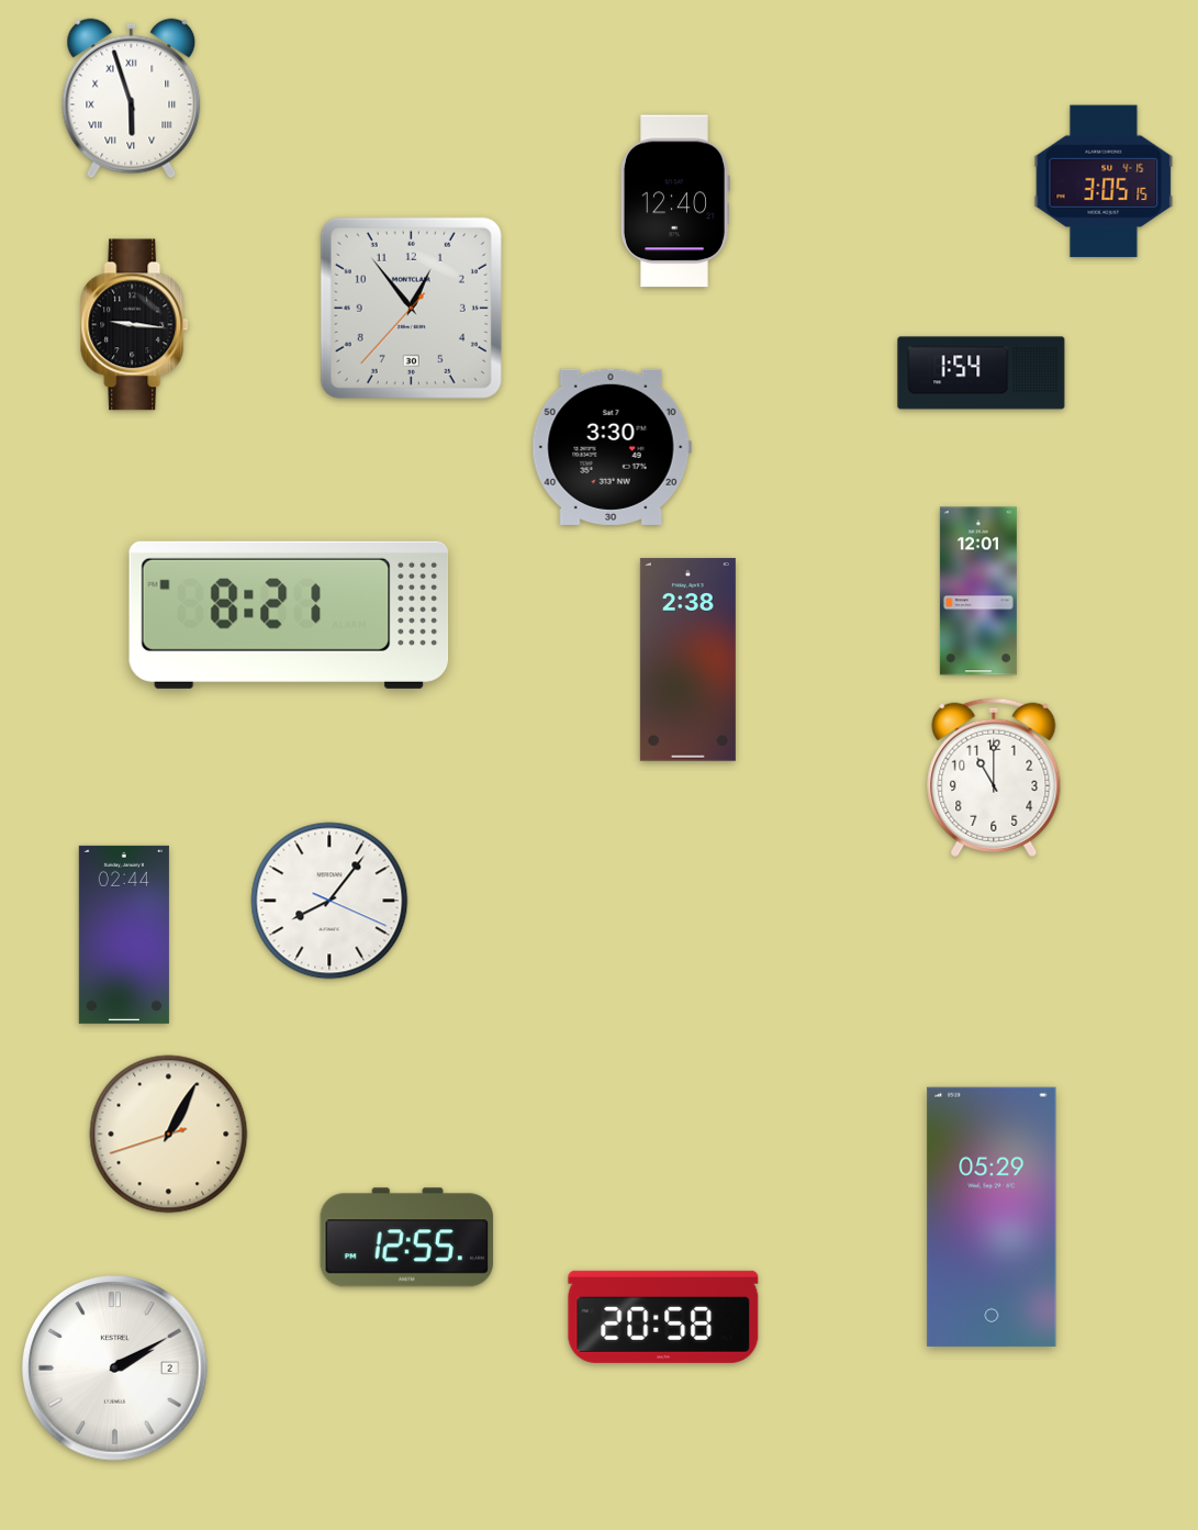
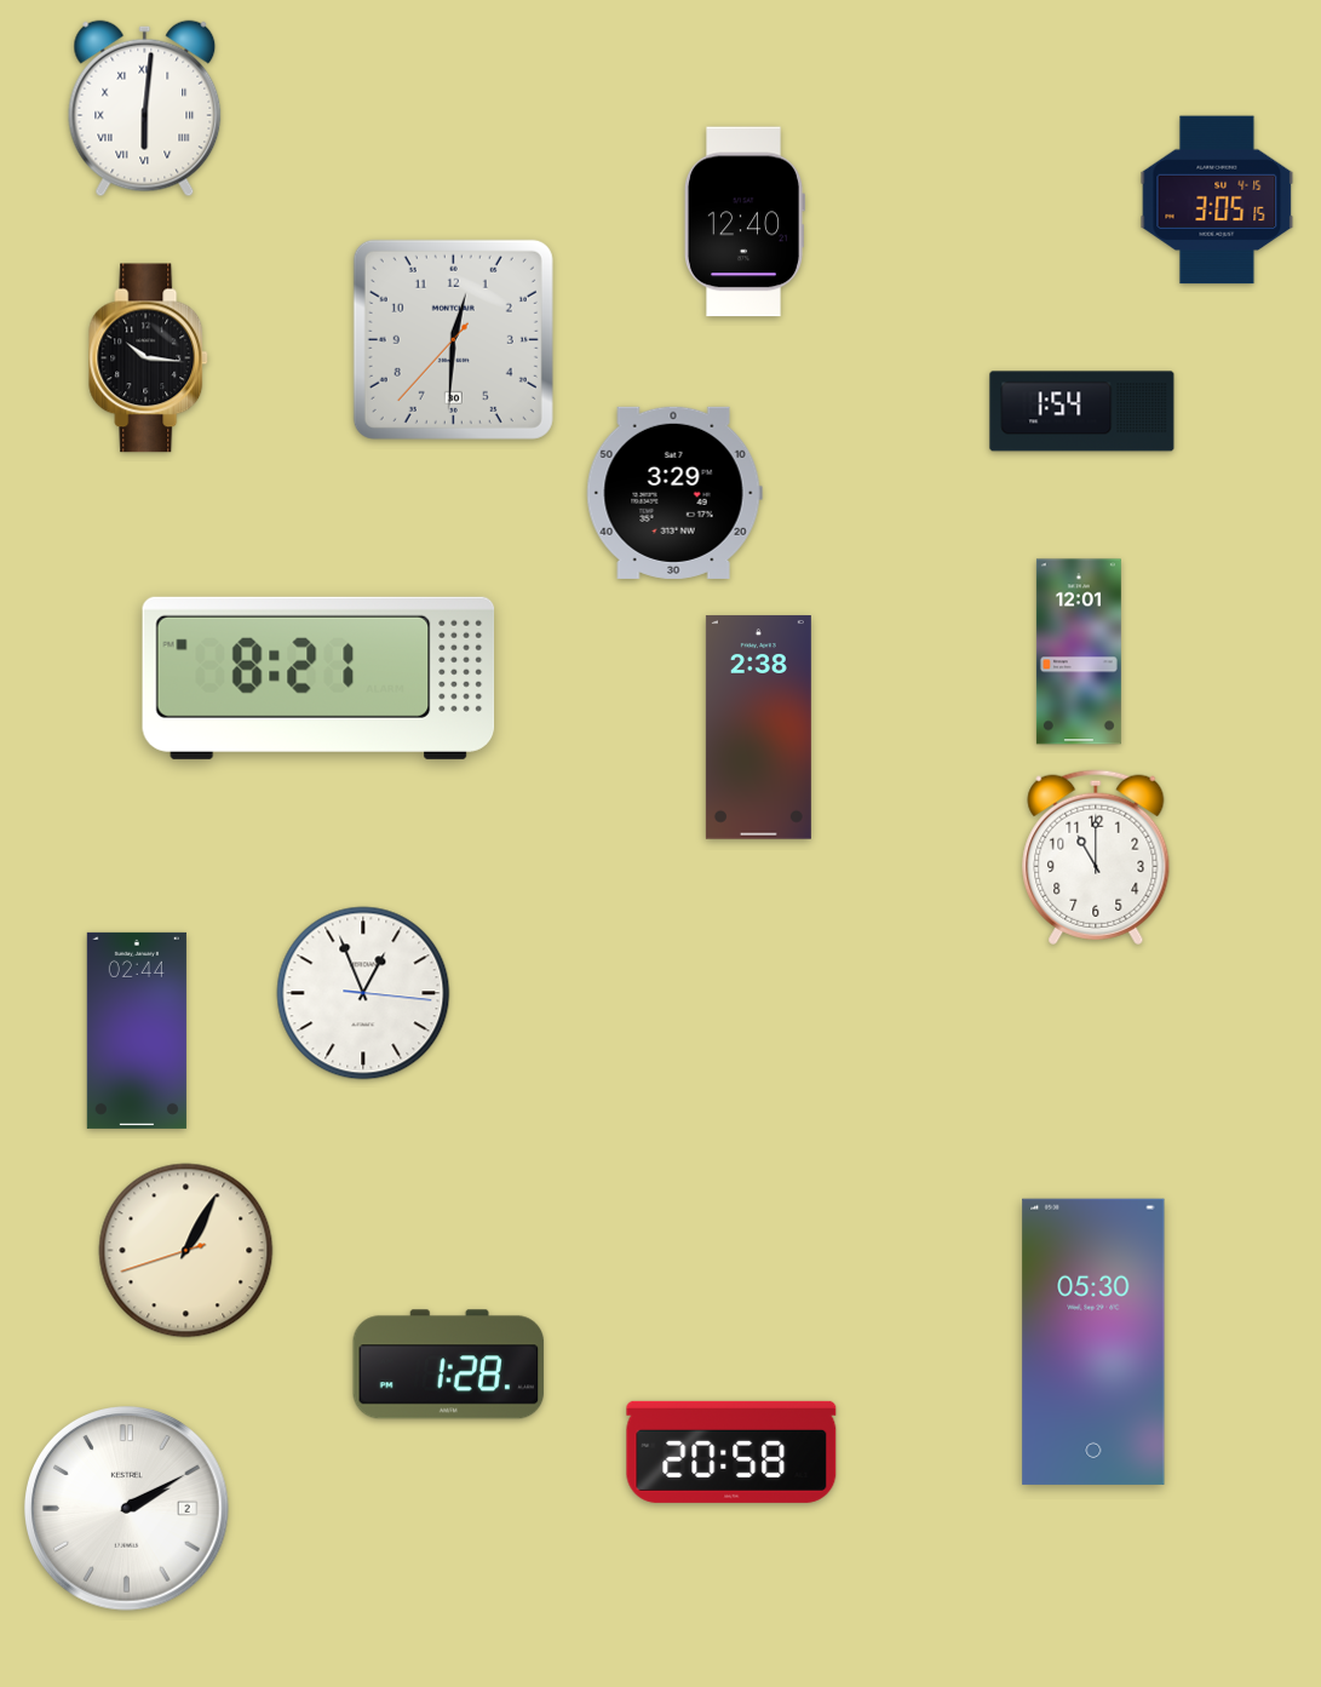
clock at (132, 99): 5:57 -> 6:01
clock at (411, 308): 12:53 -> 12:30
clock at (135, 325): 9:16 -> 10:16
clock at (612, 447): 3:30 -> 3:29
clock at (329, 901): 8:06 -> 12:56
clock at (992, 1217): 05:29 -> 05:30
clock at (407, 1238): 12:55 -> 1:28
